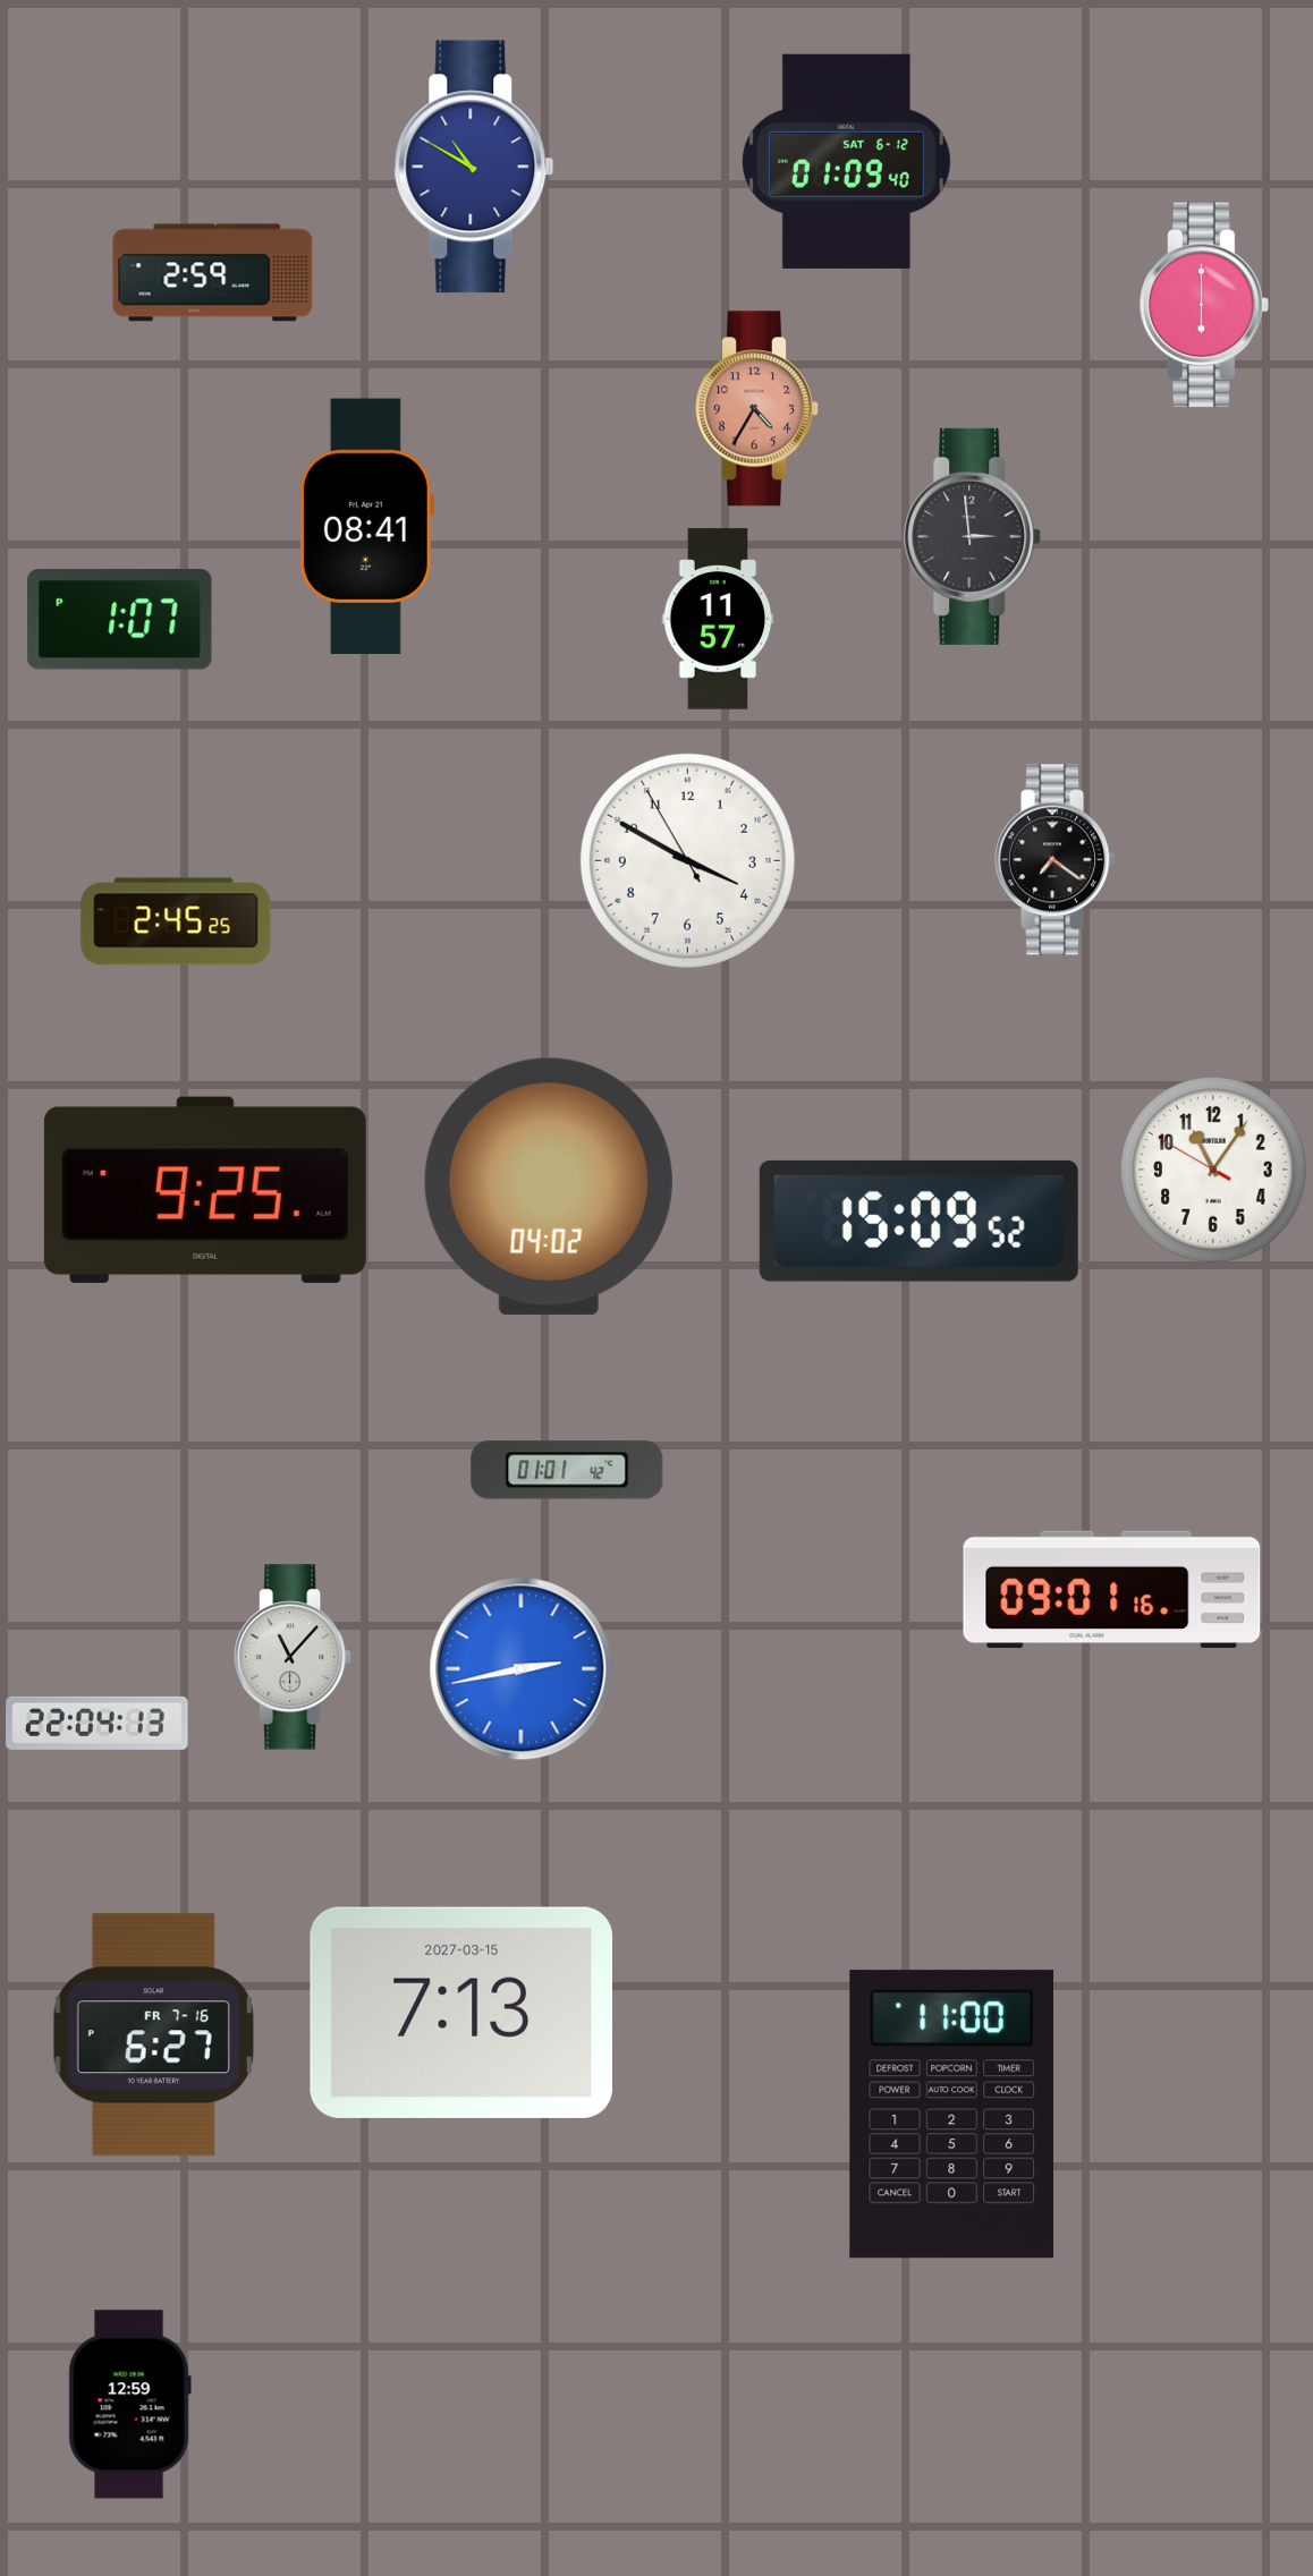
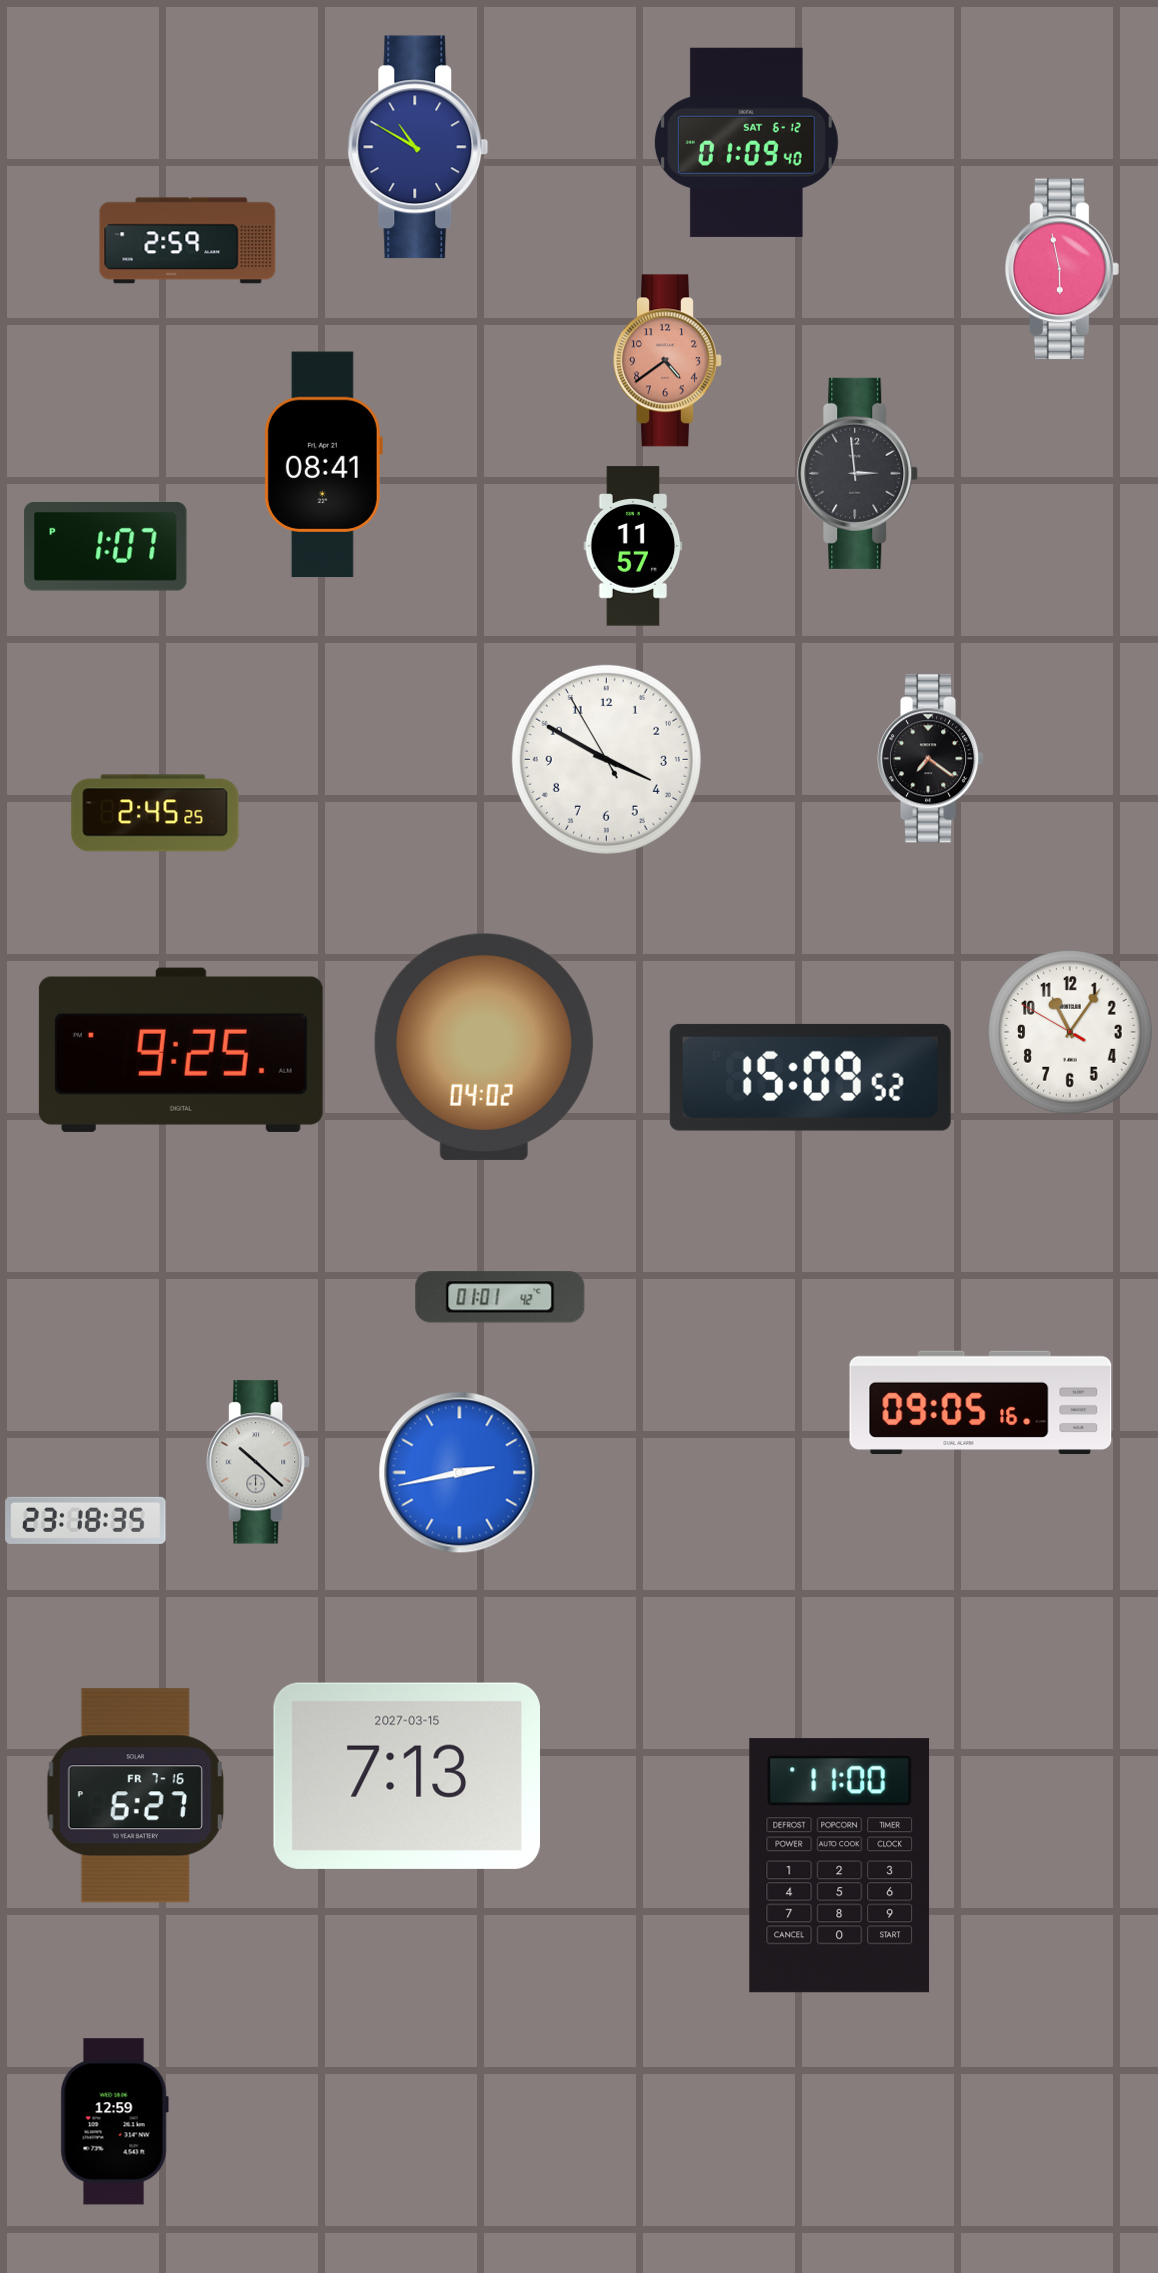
clock at (1204, 305): 6:00 -> 5:58
clock at (757, 409): 4:35 -> 4:39
clock at (1112, 1590): 09:01 -> 09:05
clock at (294, 1657): 11:07 -> 10:22
clock at (98, 1723): 22:04 -> 23:18
